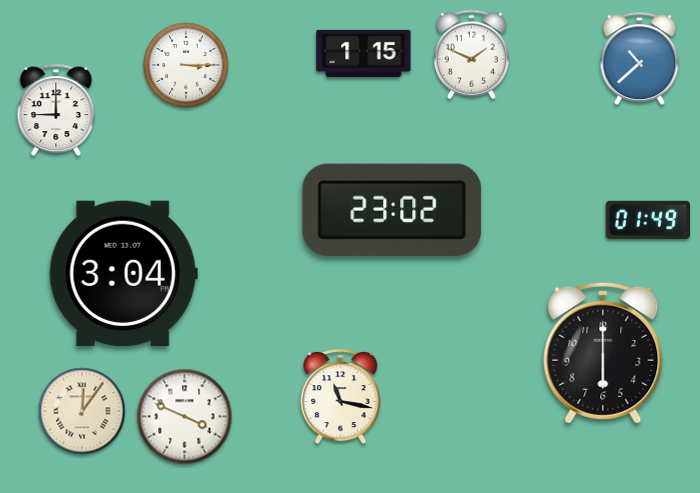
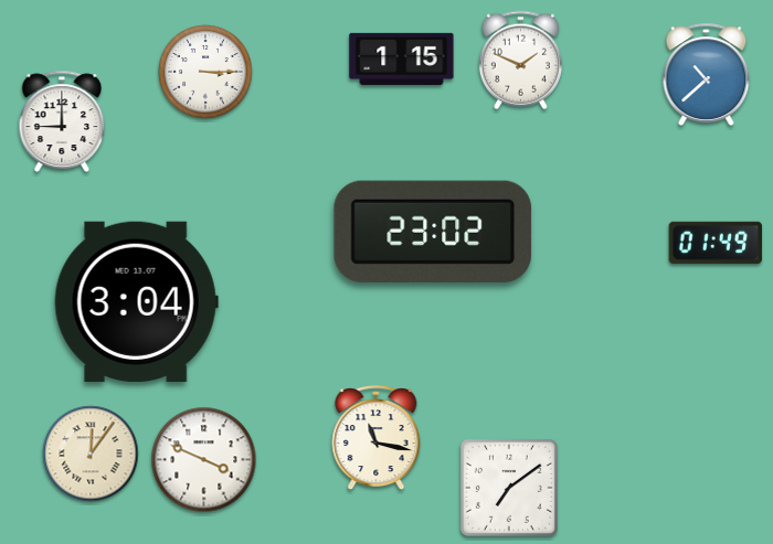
clock at (640, 58) position: (640, 58) -> (707, 74)
clock at (603, 353): 6:00 -> none
clock at (509, 488): none -> 7:09
